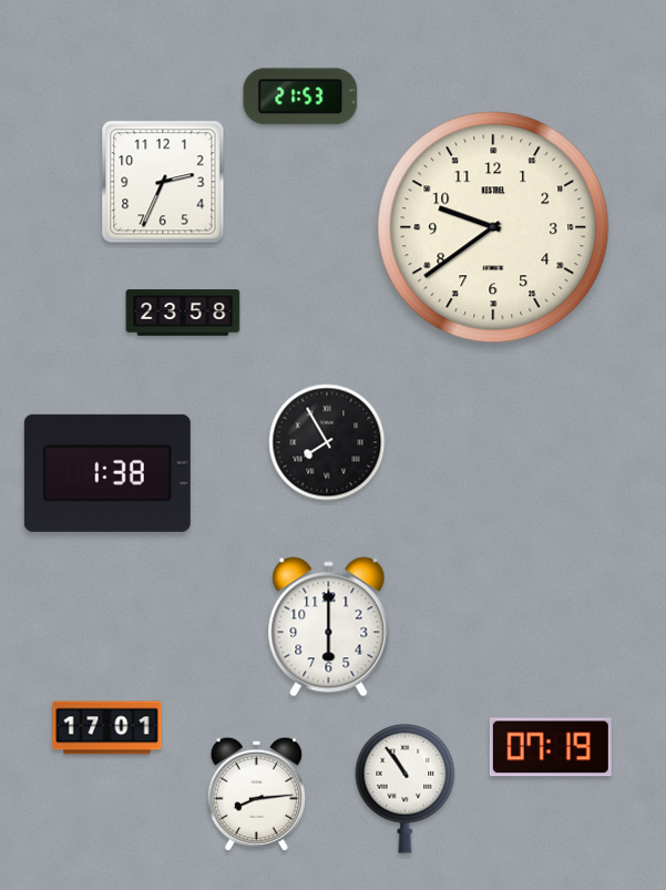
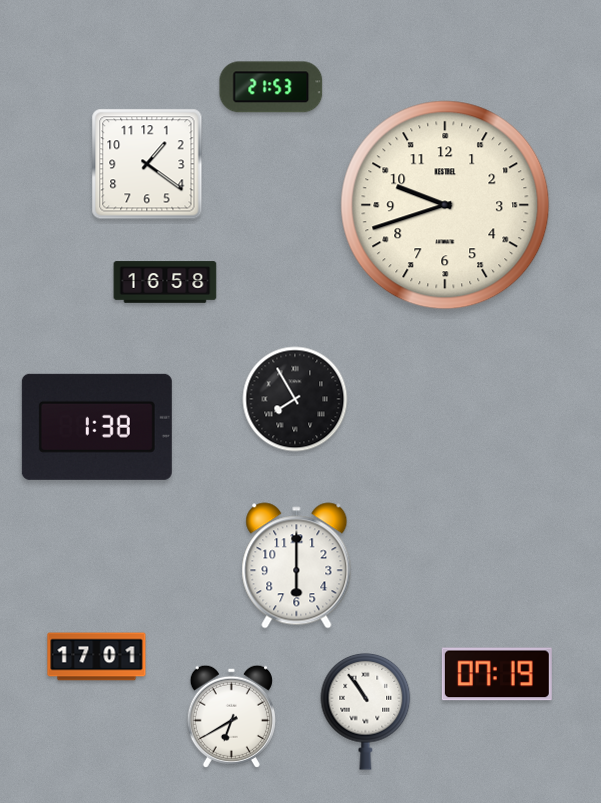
clock at (163, 182): 2:34 -> 1:21
clock at (493, 227): 9:39 -> 9:42
clock at (183, 313): 23:58 -> 16:58
clock at (256, 794): 8:14 -> 6:40
